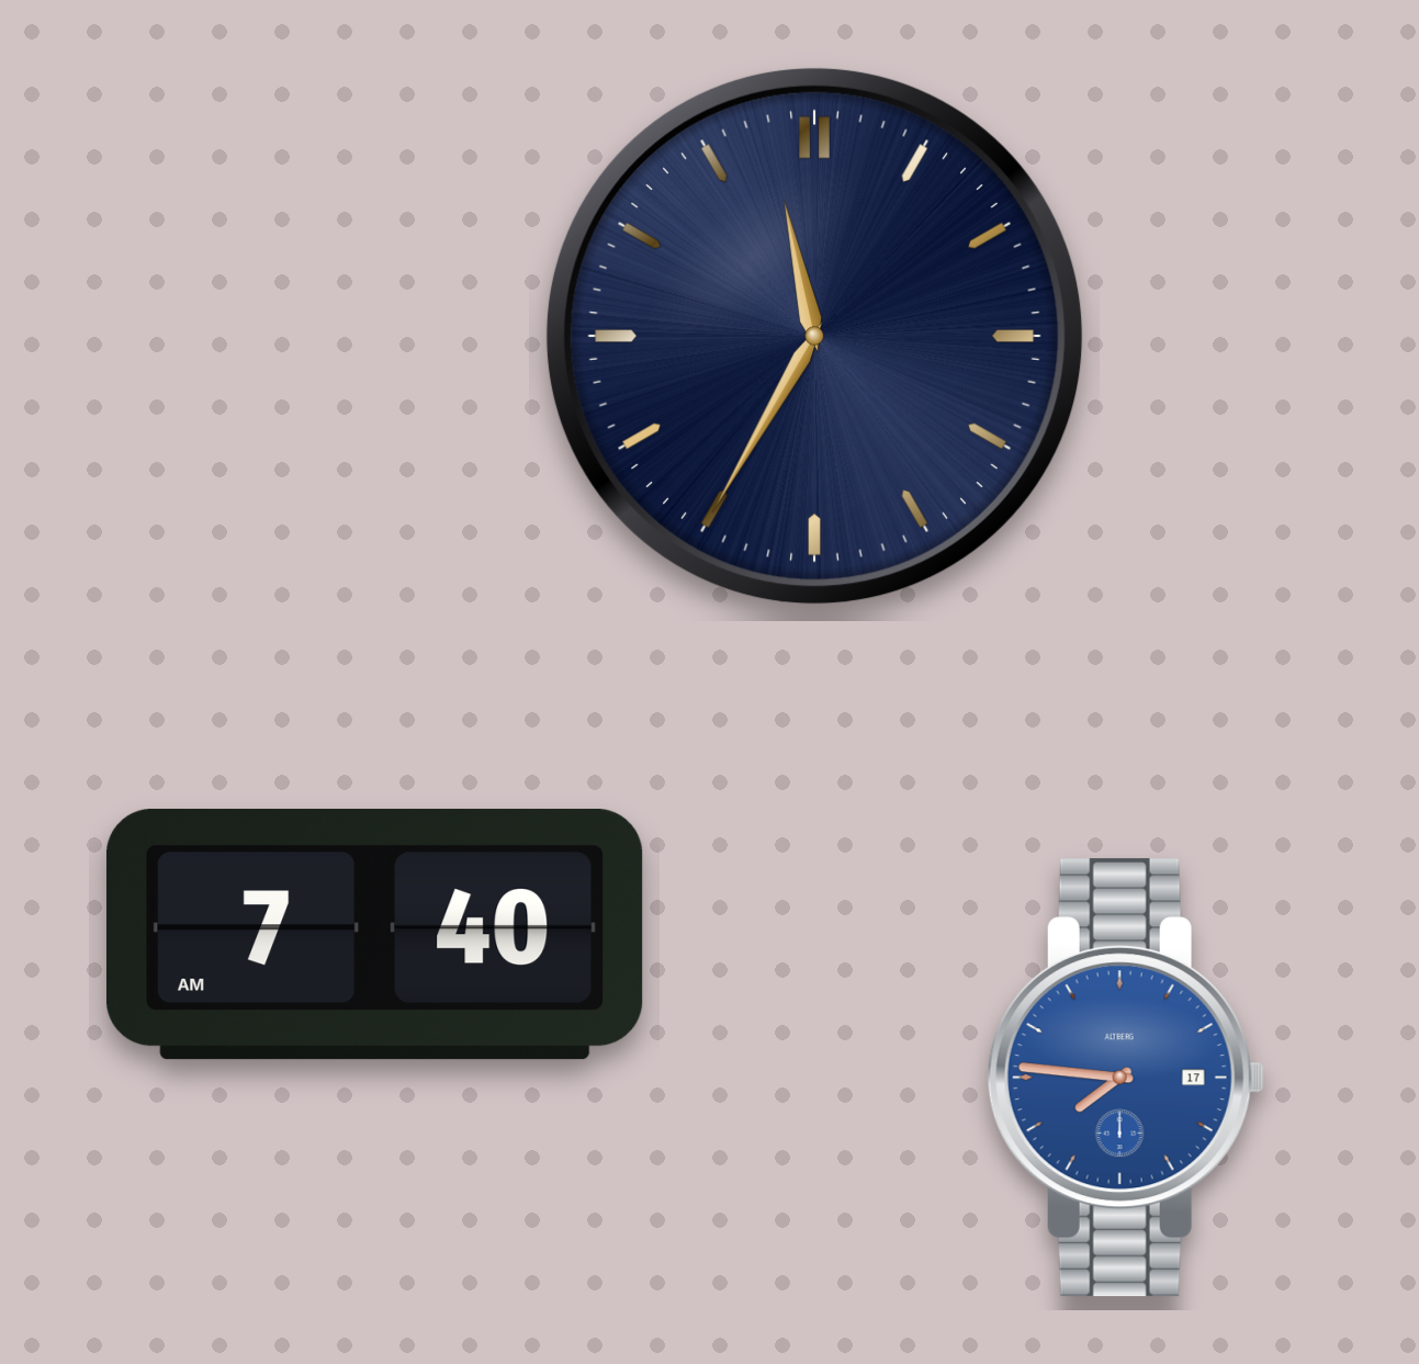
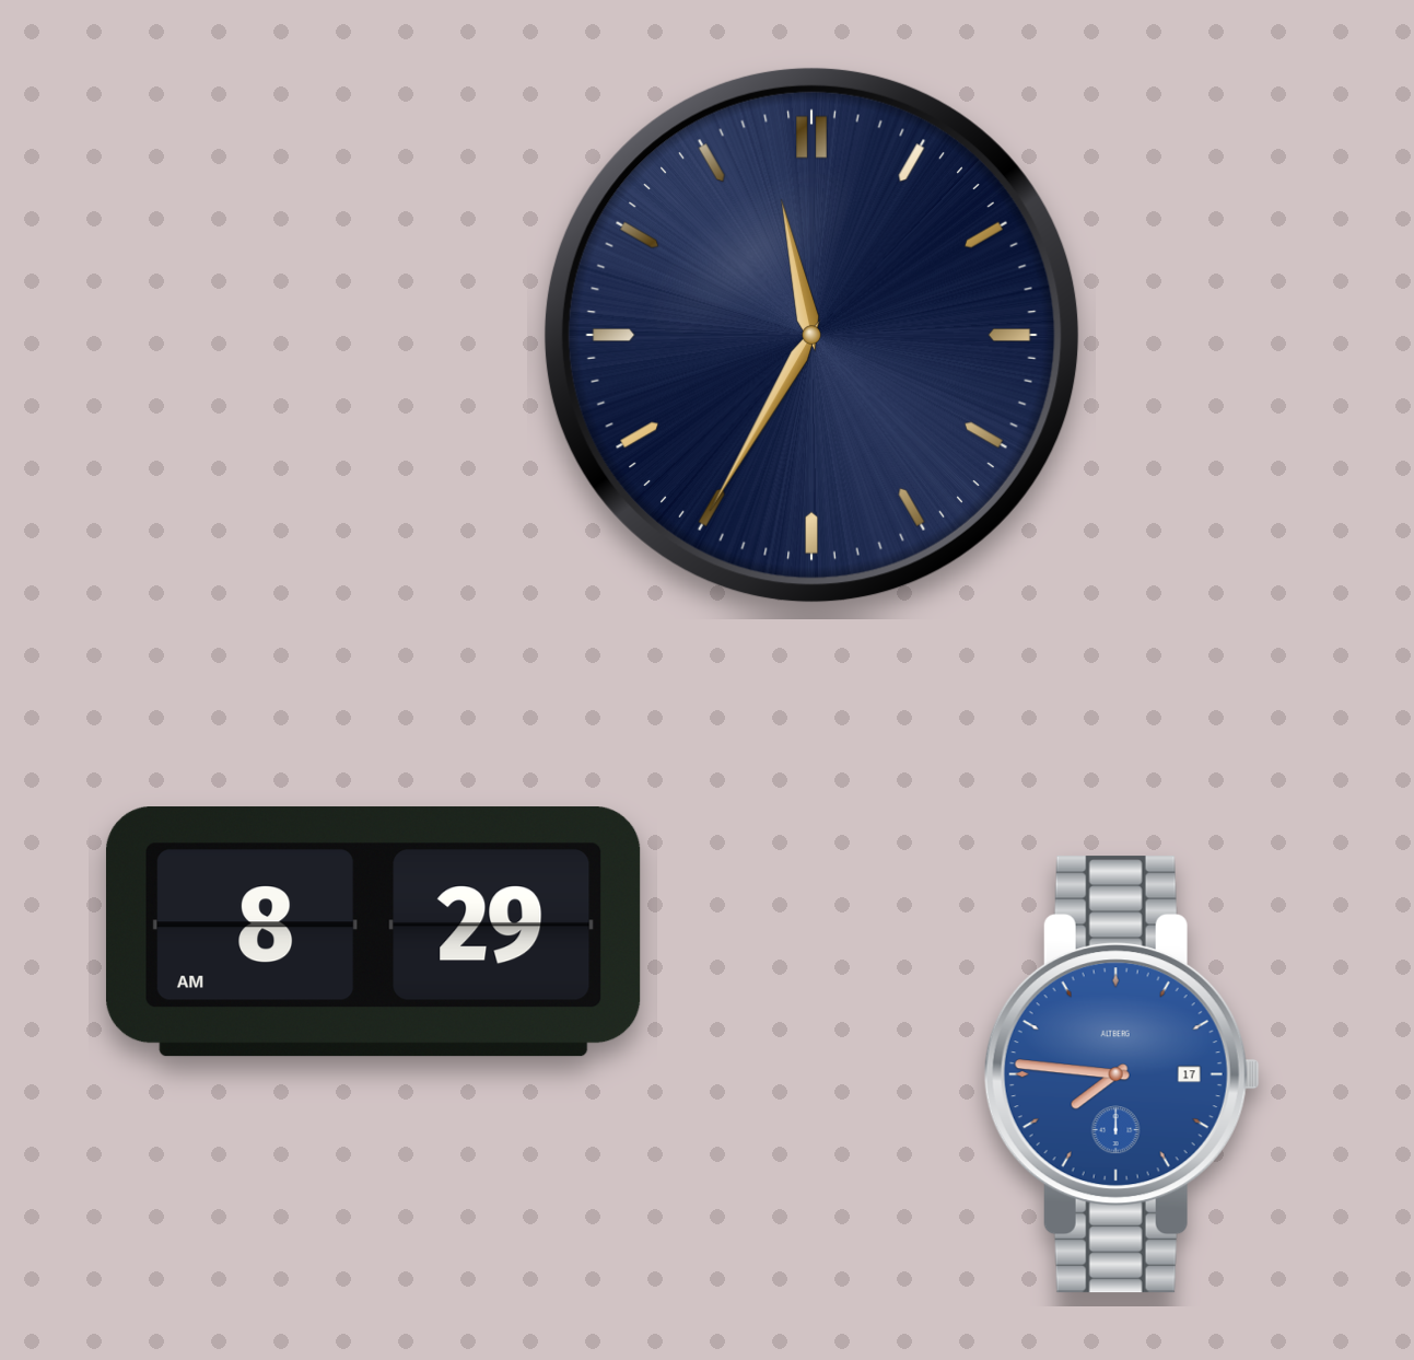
clock at (374, 935): 7:40 -> 8:29
